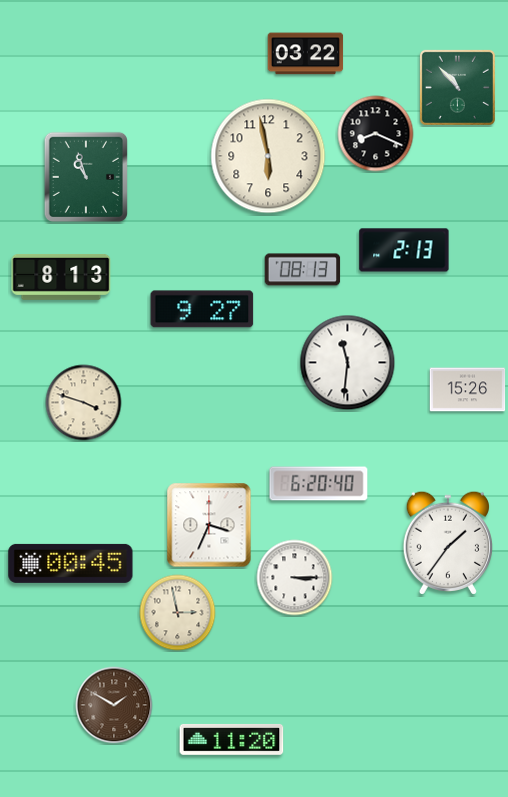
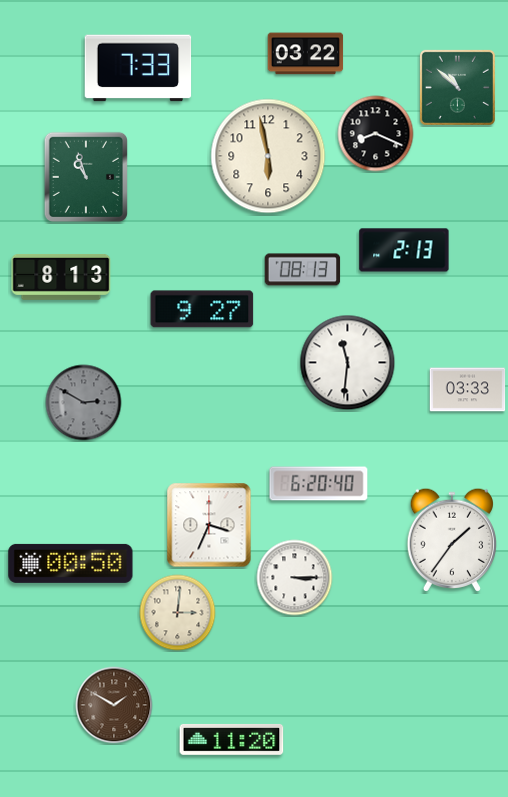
clock at (138, 68): none -> 7:33
clock at (457, 87): 10:53 -> 10:52
clock at (468, 390): 15:26 -> 03:33
clock at (84, 403): 3:48 -> 2:50
clock at (84, 403) dial: cream -> grey
clock at (448, 543) position: (448, 543) -> (452, 540)
clock at (71, 563): 00:45 -> 00:50
clock at (178, 613): 2:58 -> 3:01
